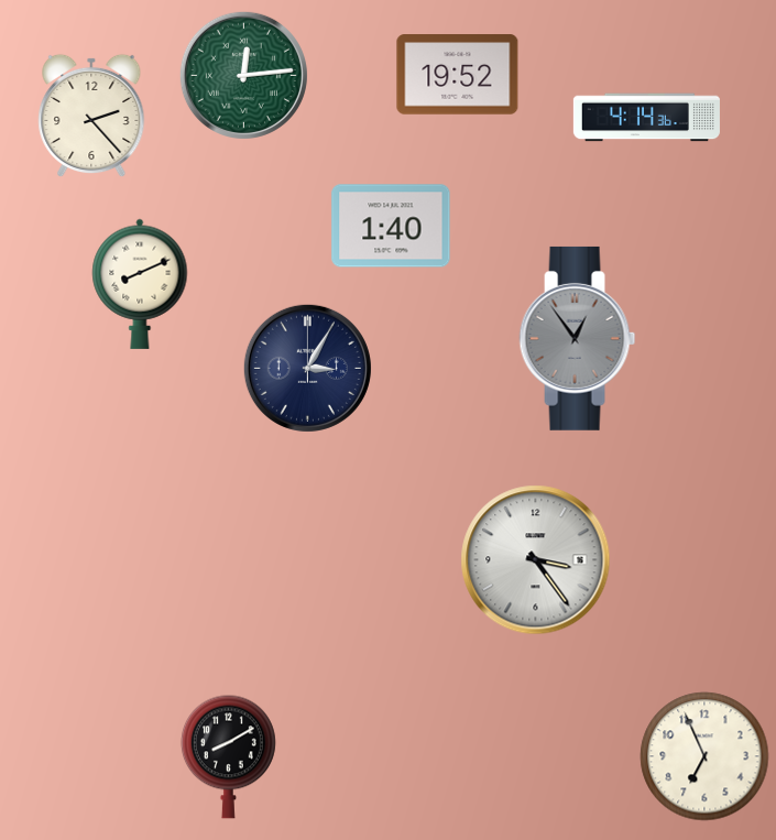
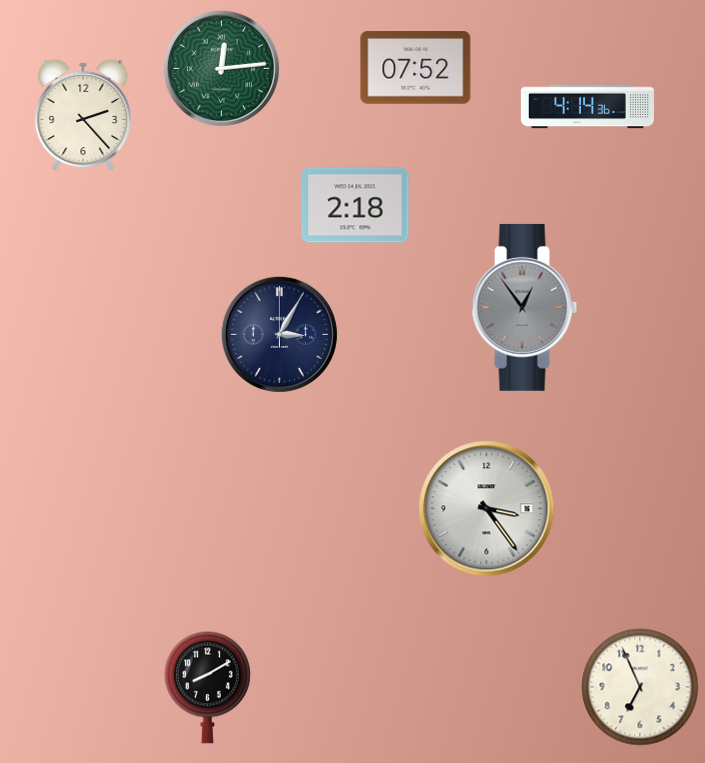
clock at (458, 75): 19:52 -> 07:52
clock at (91, 116) position: (91, 116) -> (83, 115)
clock at (391, 226): 1:40 -> 2:18
clock at (140, 284): 8:11 -> none
